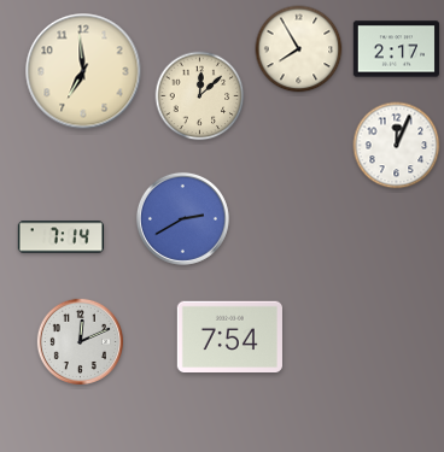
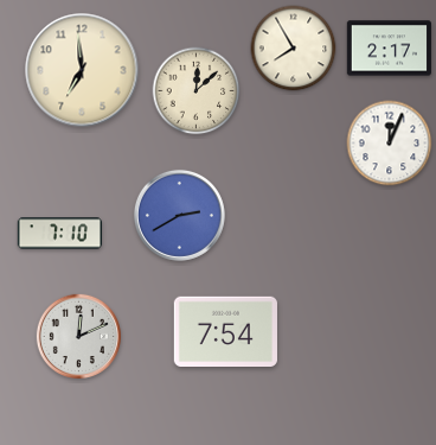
clock at (200, 96) position: (200, 96) -> (197, 91)
clock at (60, 237): 7:14 -> 7:10
